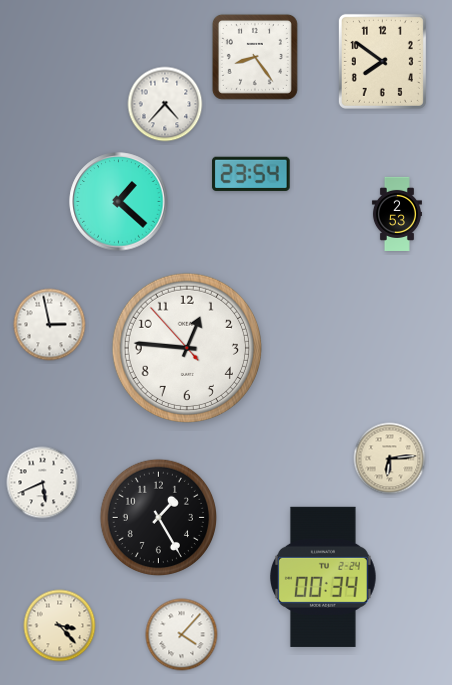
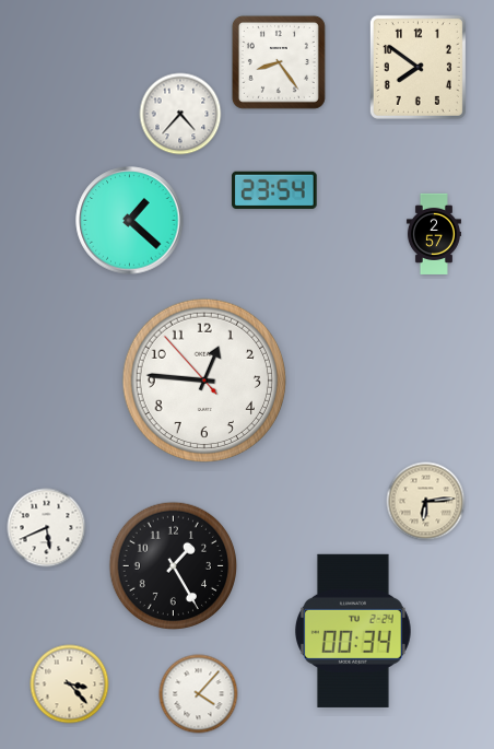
clock at (397, 214): 2:53 -> 2:57
clock at (50, 325): 2:58 -> none
clock at (60, 626) position: (60, 626) -> (70, 684)
